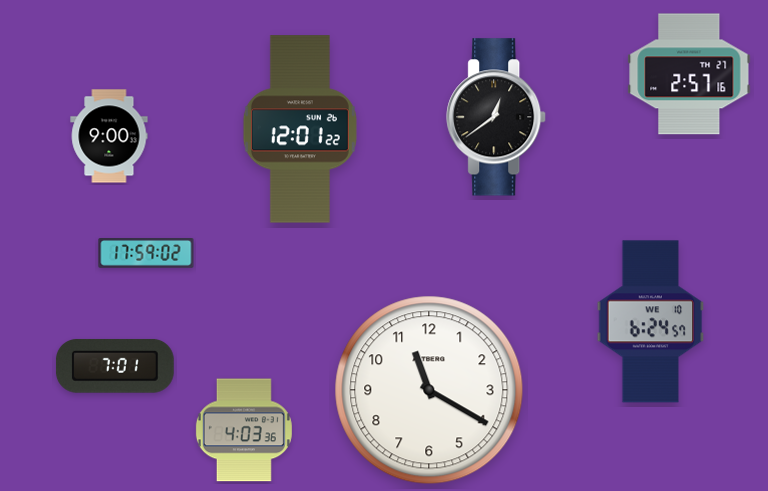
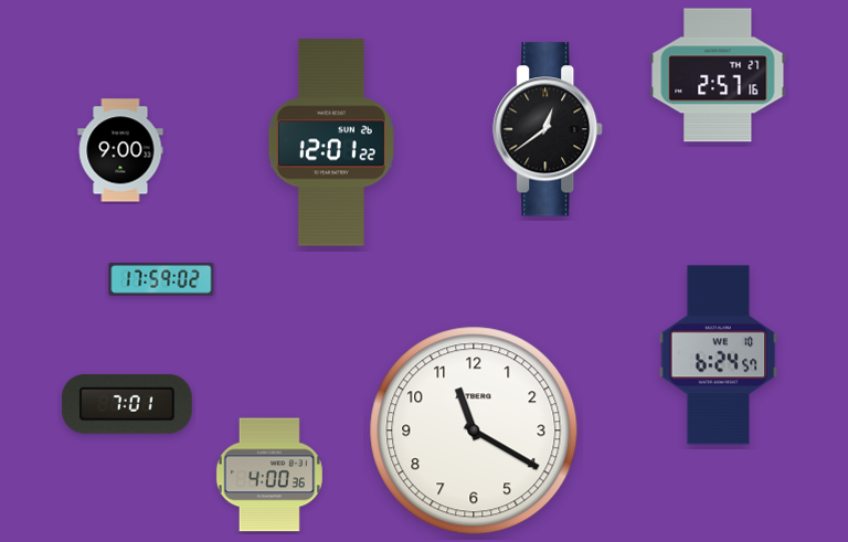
clock at (689, 74) position: (689, 74) -> (718, 75)
clock at (244, 430): 4:03 -> 4:00
